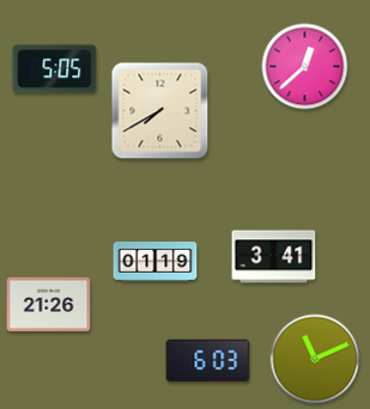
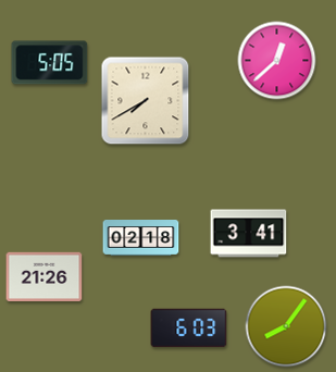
clock at (156, 262): 01:19 -> 02:18
clock at (315, 359): 11:11 -> 8:06
